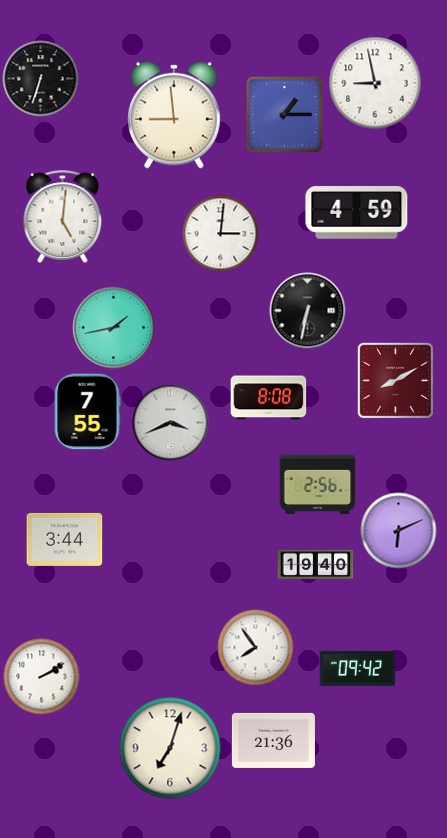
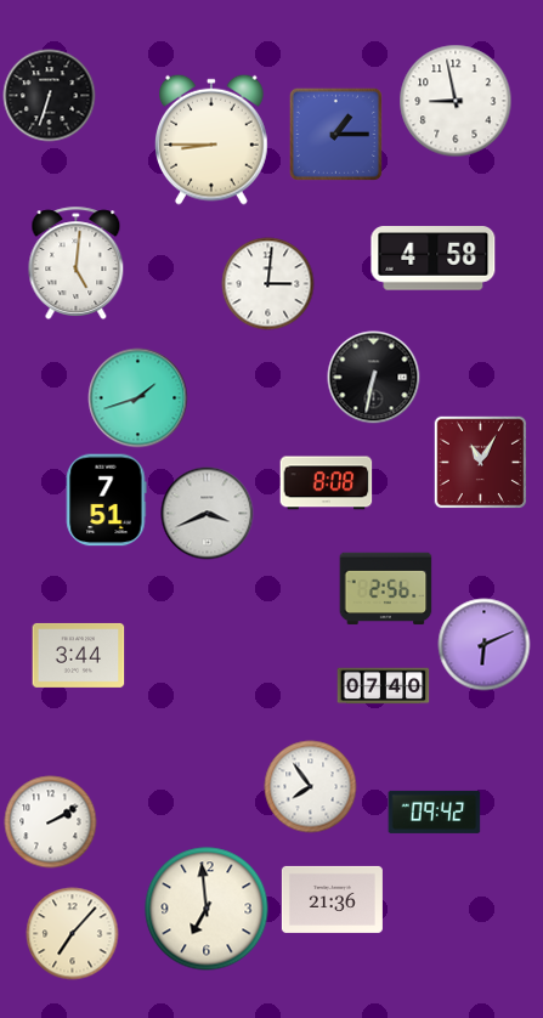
clock at (284, 114) position: (284, 114) -> (335, 134)
clock at (175, 115): 8:59 -> 8:45
clock at (357, 213): 4:59 -> 4:58
clock at (114, 328): 1:43 -> 1:42
clock at (395, 380): 8:10 -> 11:05
clock at (87, 412): 7:55 -> 7:51
clock at (316, 565): 19:40 -> 07:40
clock at (170, 748): 7:03 -> 6:59
clock at (73, 934): none -> 7:07
